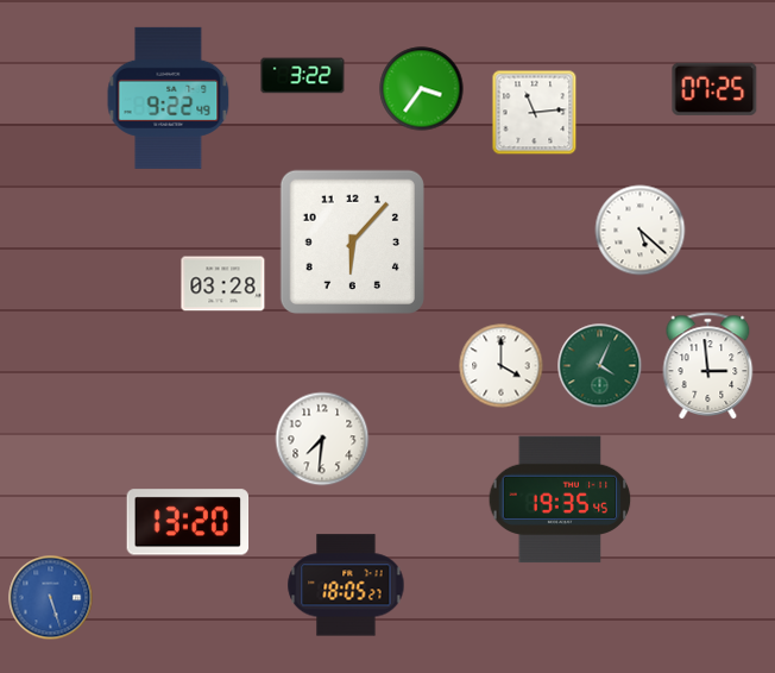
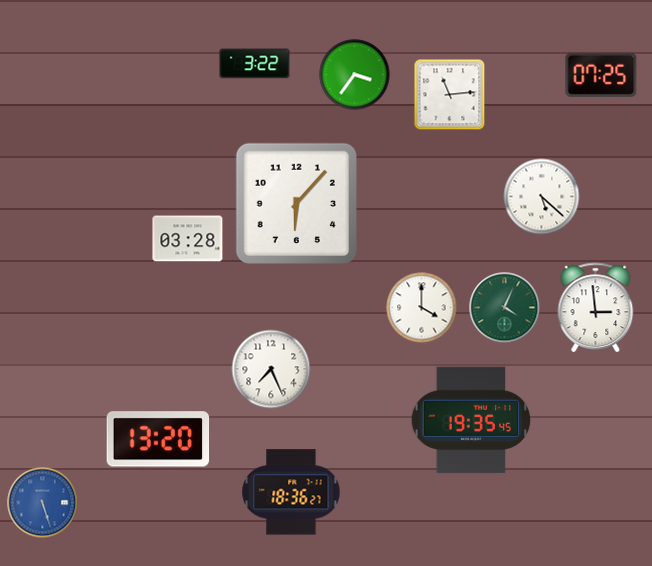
clock at (169, 98): 9:22 -> none
clock at (641, 231) position: (641, 231) -> (542, 197)
clock at (322, 439): 7:31 -> 7:26
clock at (346, 585): 18:05 -> 18:36
